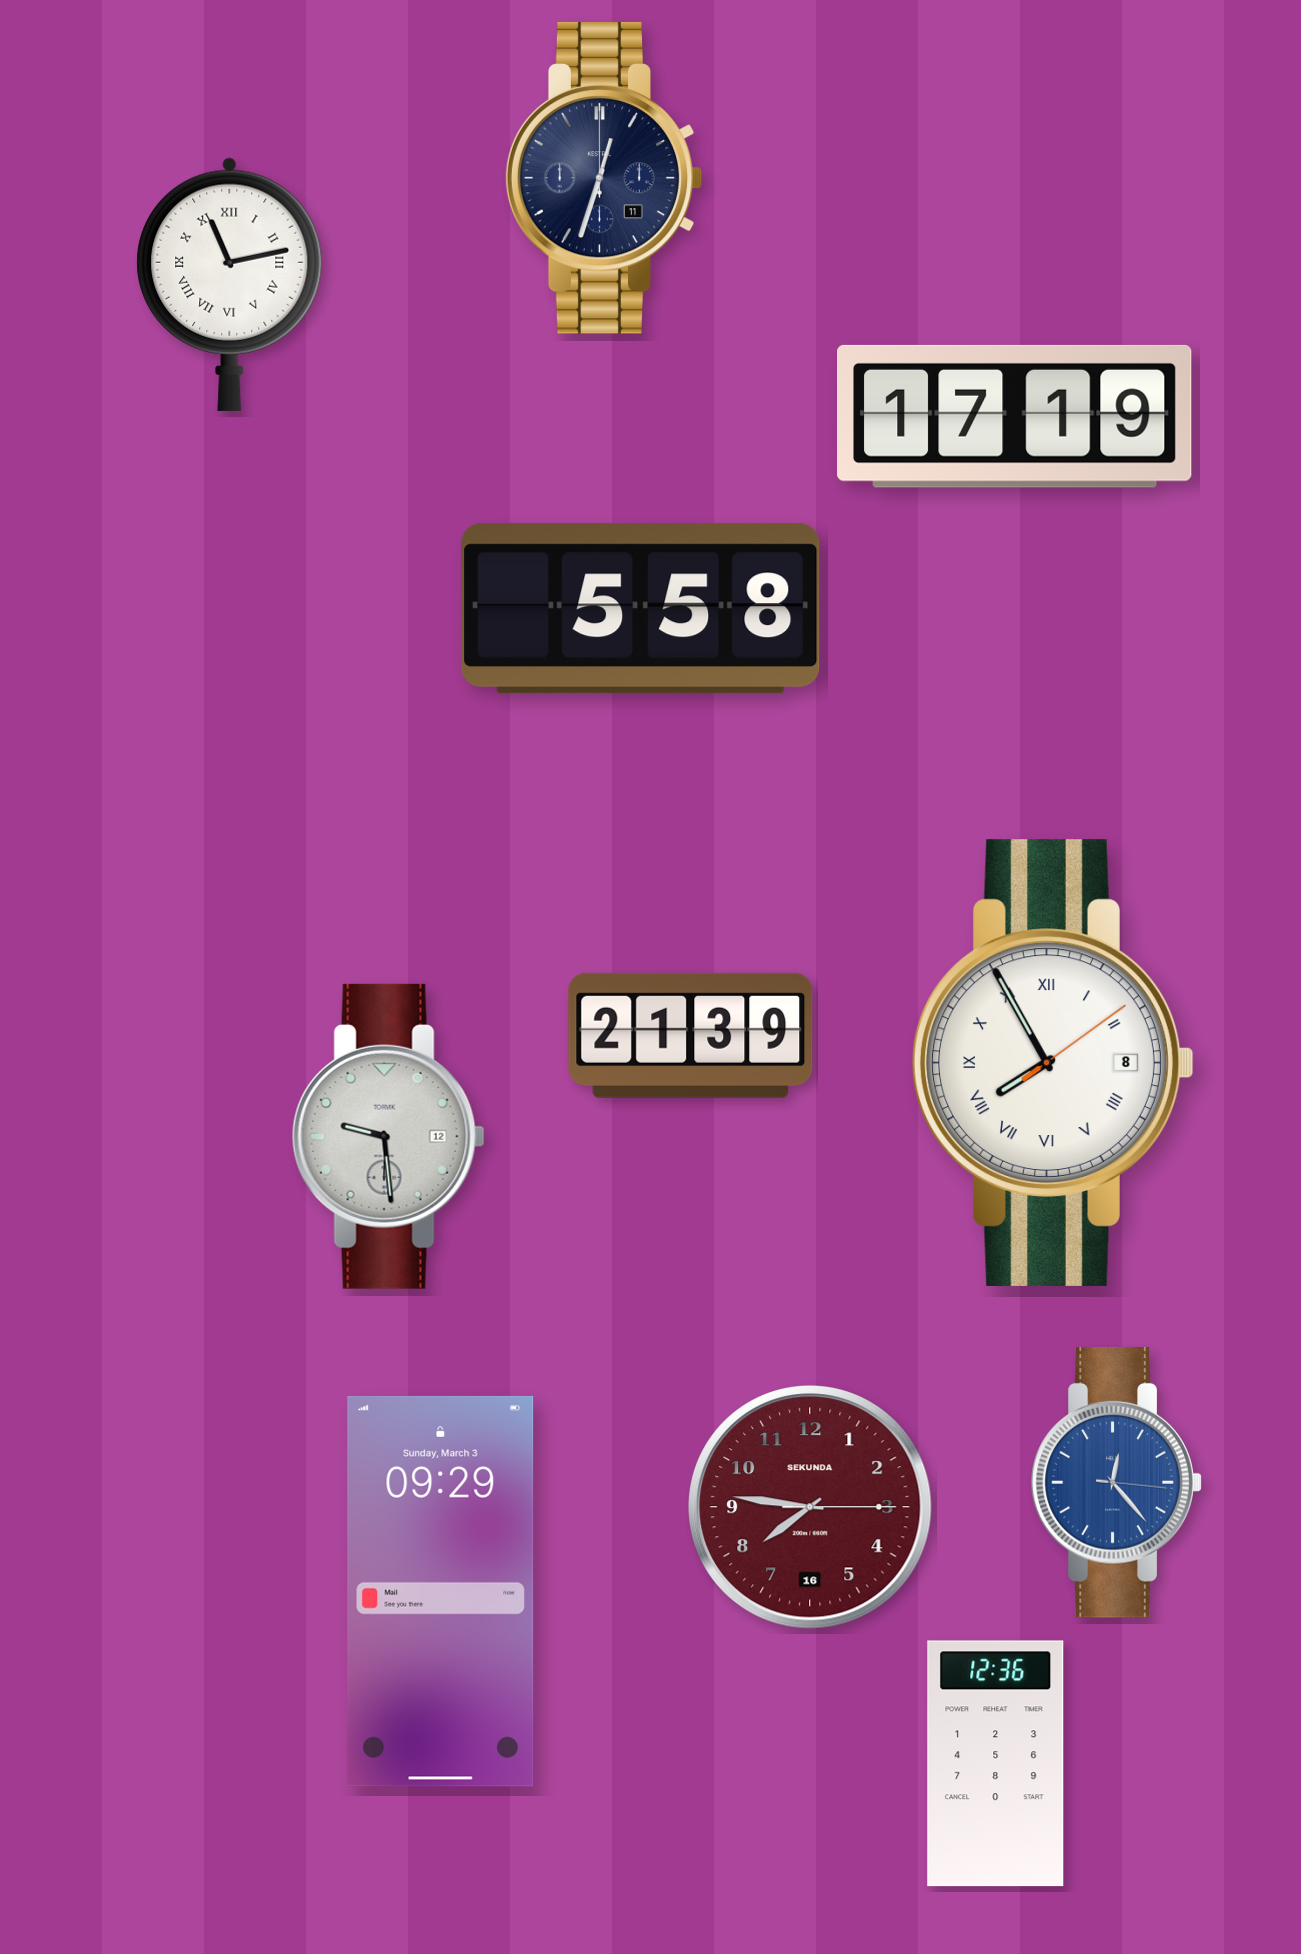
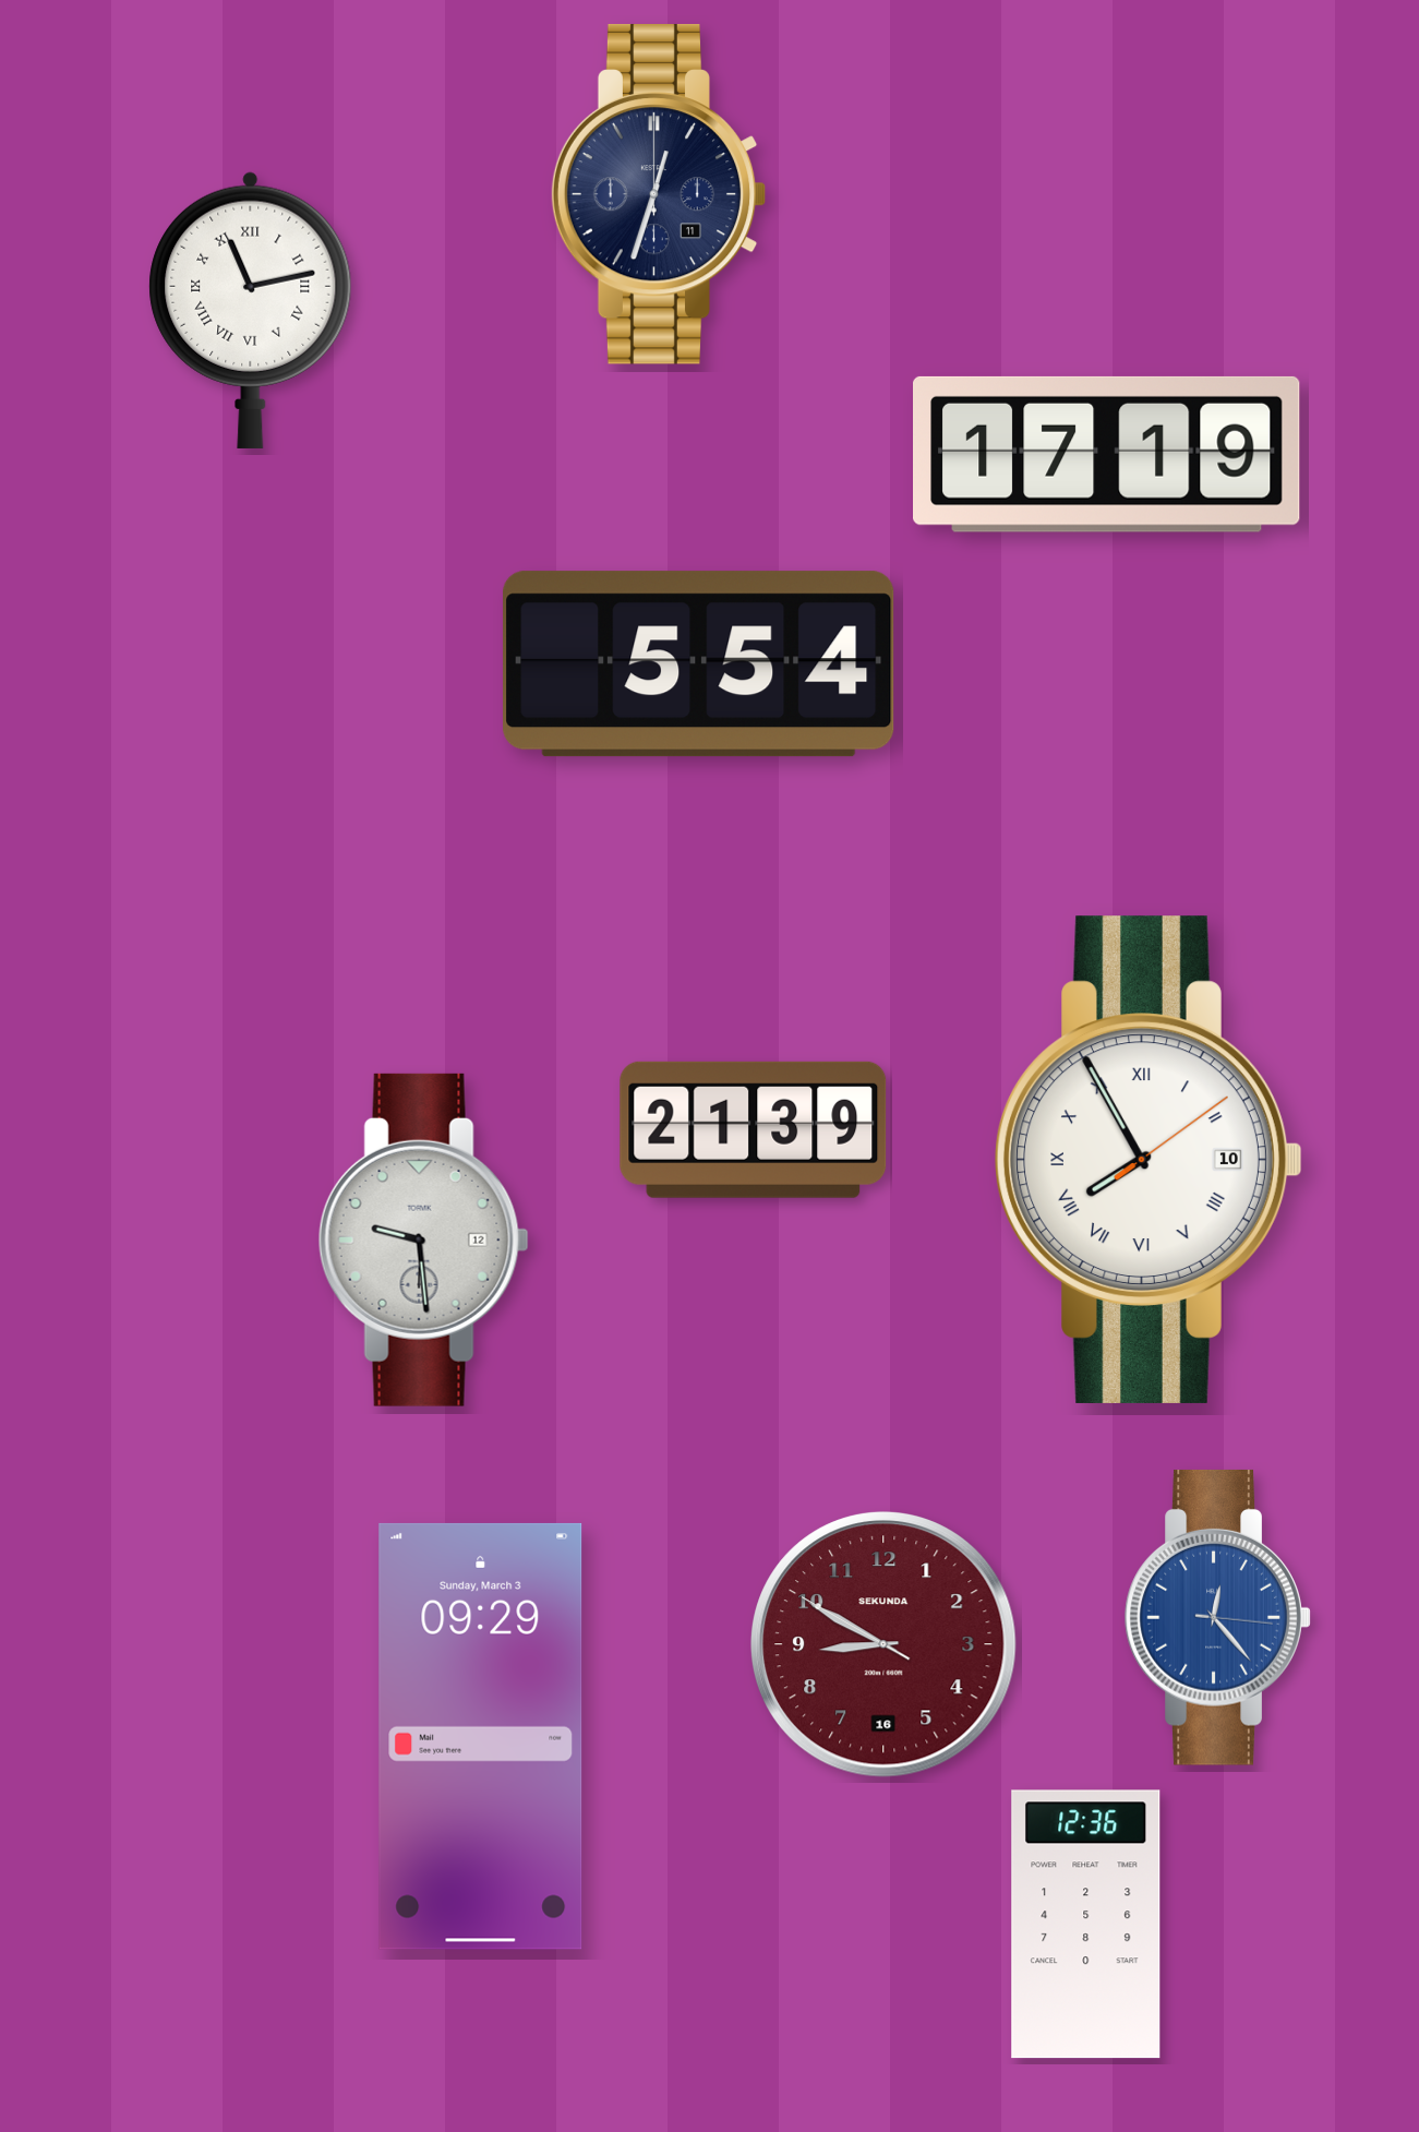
clock at (641, 609): 5:58 -> 5:54
clock at (1053, 1063) date: 8 -> 10
clock at (810, 1507): 7:46 -> 8:49
